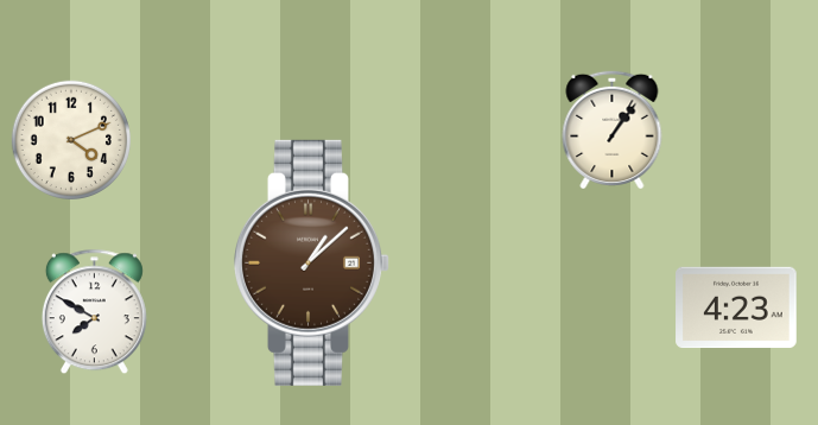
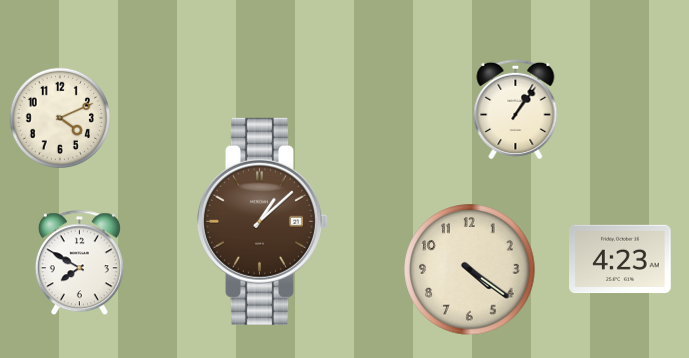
clock at (470, 270): none -> 4:21
